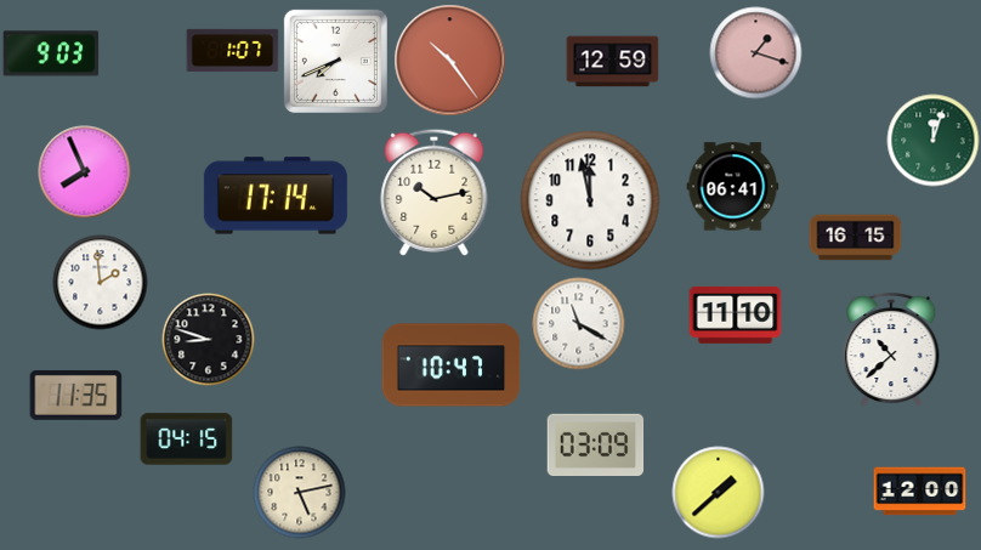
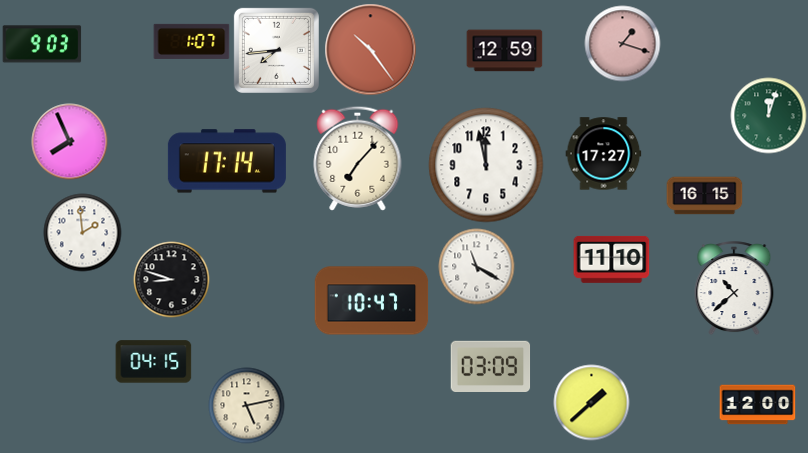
clock at (335, 61): 7:41 -> 7:44
clock at (733, 187): 06:41 -> 17:27
clock at (435, 192): 10:13 -> 7:07
clock at (736, 314) position: (736, 314) -> (612, 259)
clock at (76, 395): 11:35 -> none
clock at (719, 493) position: (719, 493) -> (592, 403)
